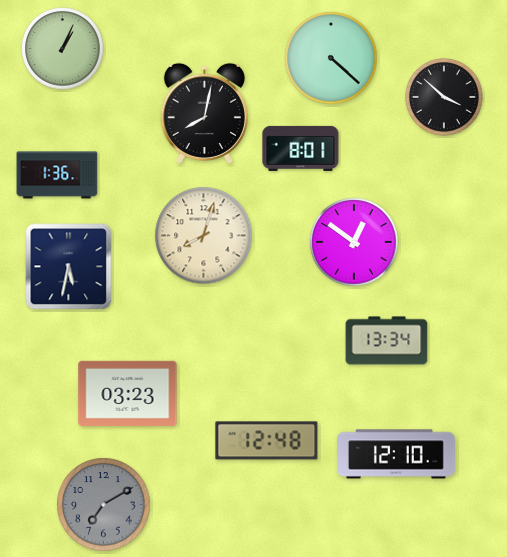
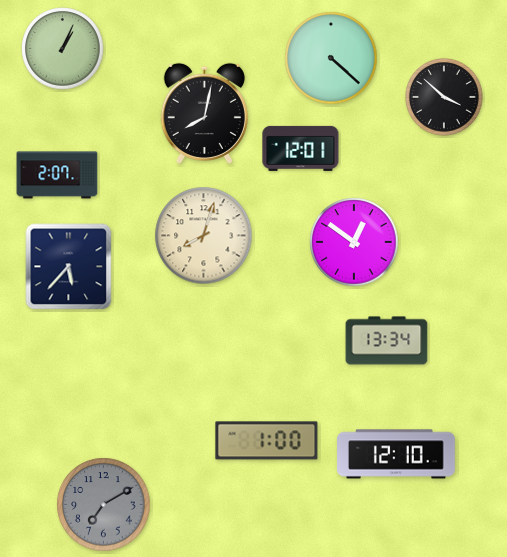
clock at (301, 148): 8:01 -> 12:01
clock at (57, 175): 1:36 -> 2:07
clock at (69, 267): 5:32 -> 5:37
clock at (128, 393): 03:23 -> none
clock at (267, 441): 12:48 -> 1:00
